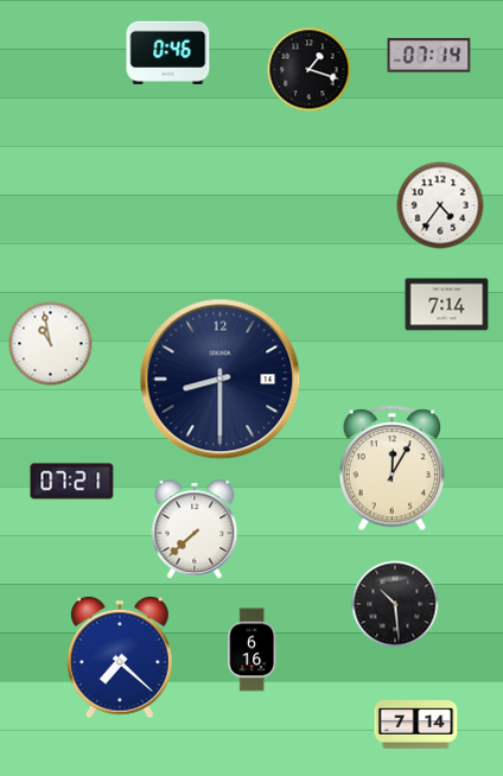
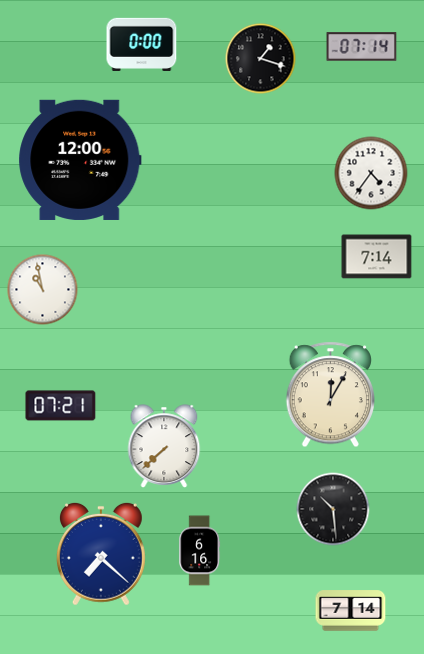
clock at (168, 52): 0:46 -> 0:00
clock at (80, 160): none -> 12:00
clock at (221, 380): 8:30 -> none
clock at (253, 650) position: (253, 650) -> (200, 551)
